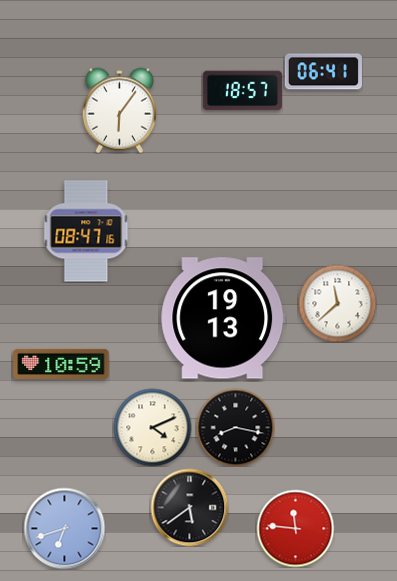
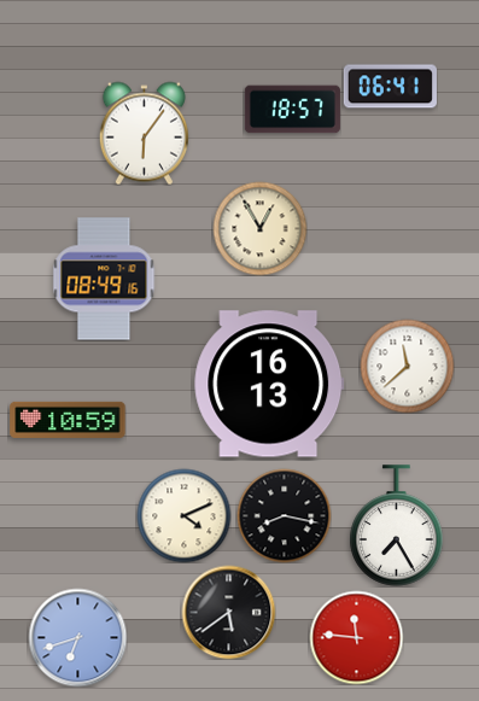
clock at (259, 228): none -> 12:55
clock at (86, 231): 08:47 -> 08:49
clock at (223, 318): 19:13 -> 16:13
clock at (61, 364) position: (61, 364) -> (68, 420)
clock at (397, 526): none -> 7:25
